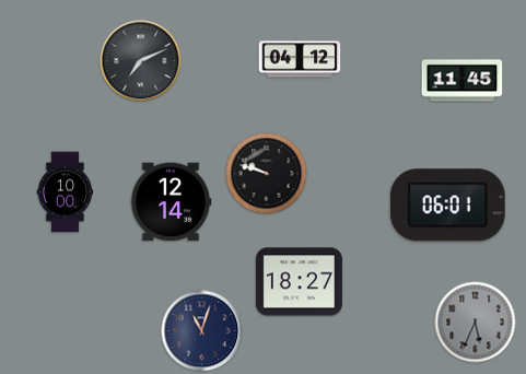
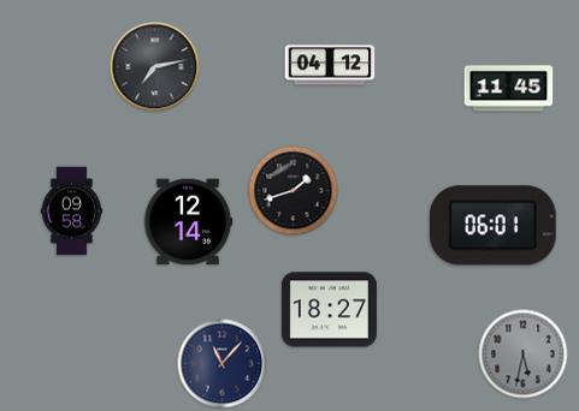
clock at (141, 61): 7:11 -> 7:13
clock at (267, 174): 9:48 -> 1:42
clock at (66, 192): 10:00 -> 09:58
clock at (476, 323): 5:34 -> 5:32
clock at (202, 331): 11:03 -> 11:07
